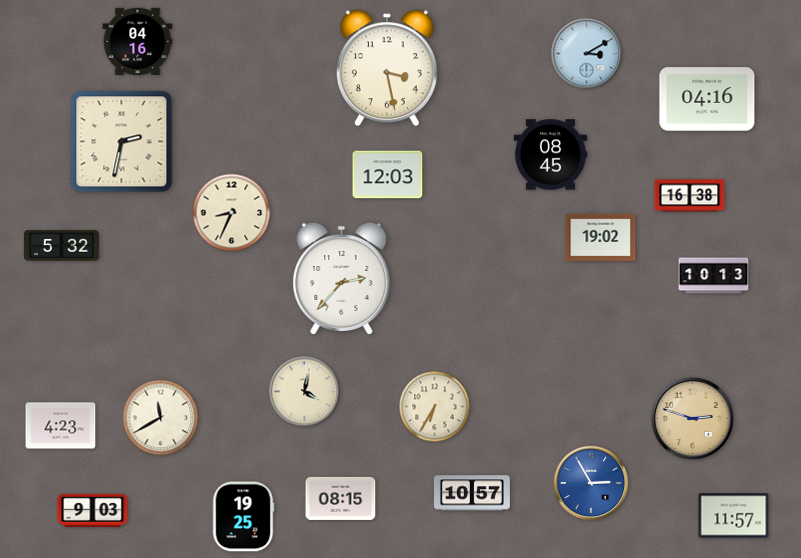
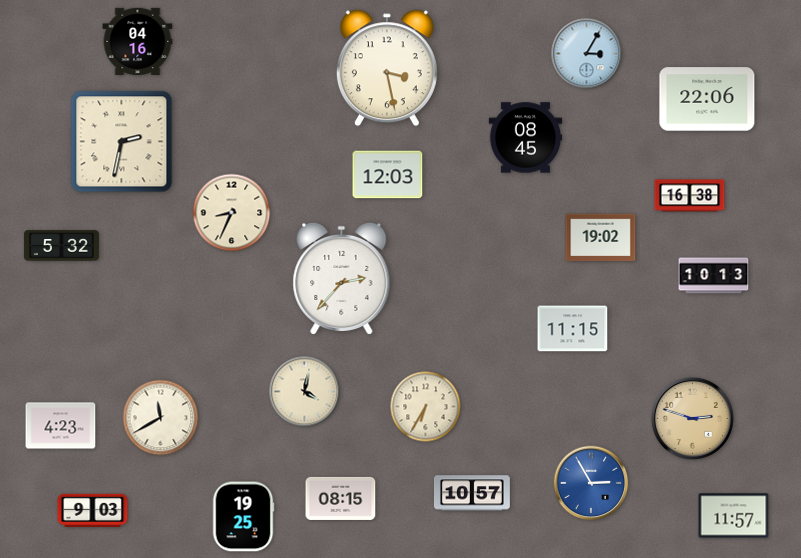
clock at (587, 54): 3:10 -> 3:05
clock at (707, 99): 04:16 -> 22:06
clock at (551, 155) position: (551, 155) -> (526, 138)
clock at (573, 329): none -> 11:15
clock at (435, 407) position: (435, 407) -> (426, 407)
